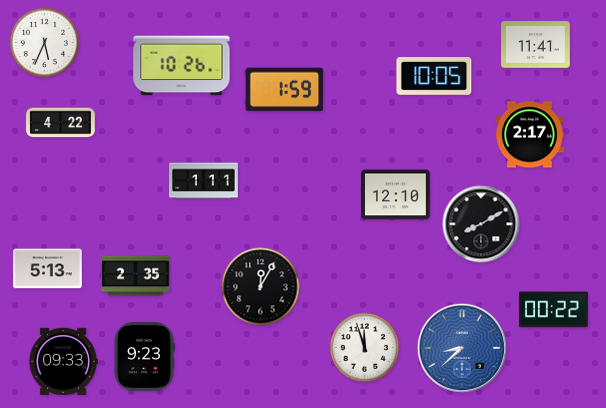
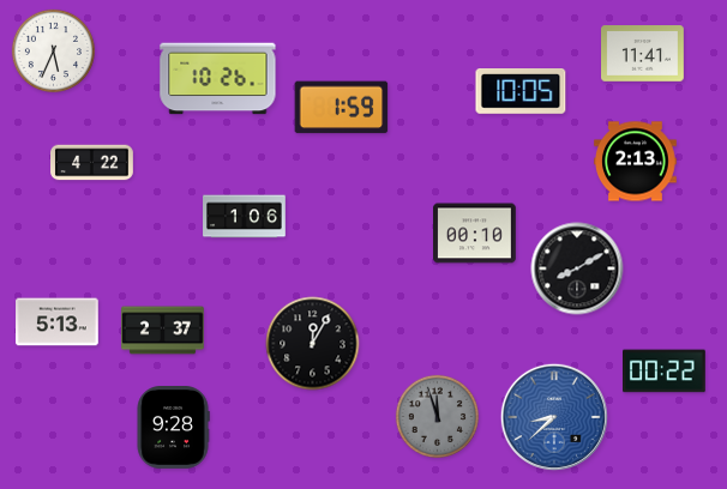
clock at (61, 123) position: (61, 123) -> (92, 163)
clock at (530, 135): 2:17 -> 2:13
clock at (204, 181): 1:11 -> 1:06
clock at (396, 195): 12:10 -> 00:10
clock at (136, 276): 2:35 -> 2:37
clock at (364, 347) dial: white -> grey
clock at (144, 357): 9:23 -> 9:28
clock at (63, 361): 09:33 -> none
